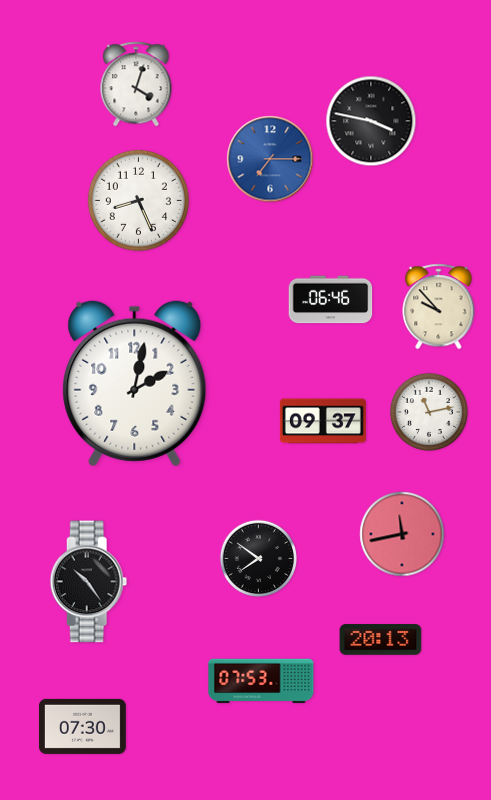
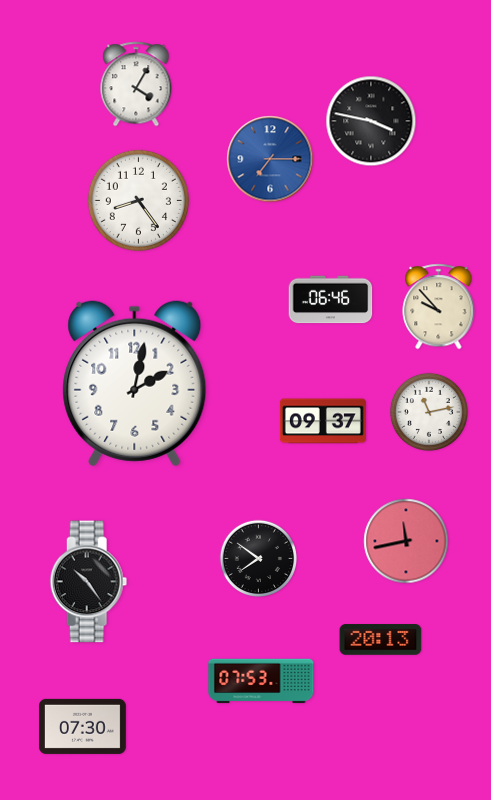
clock at (136, 84): 4:03 -> 4:05
clock at (138, 200): 8:26 -> 8:24
clock at (402, 534) position: (402, 534) -> (406, 541)
